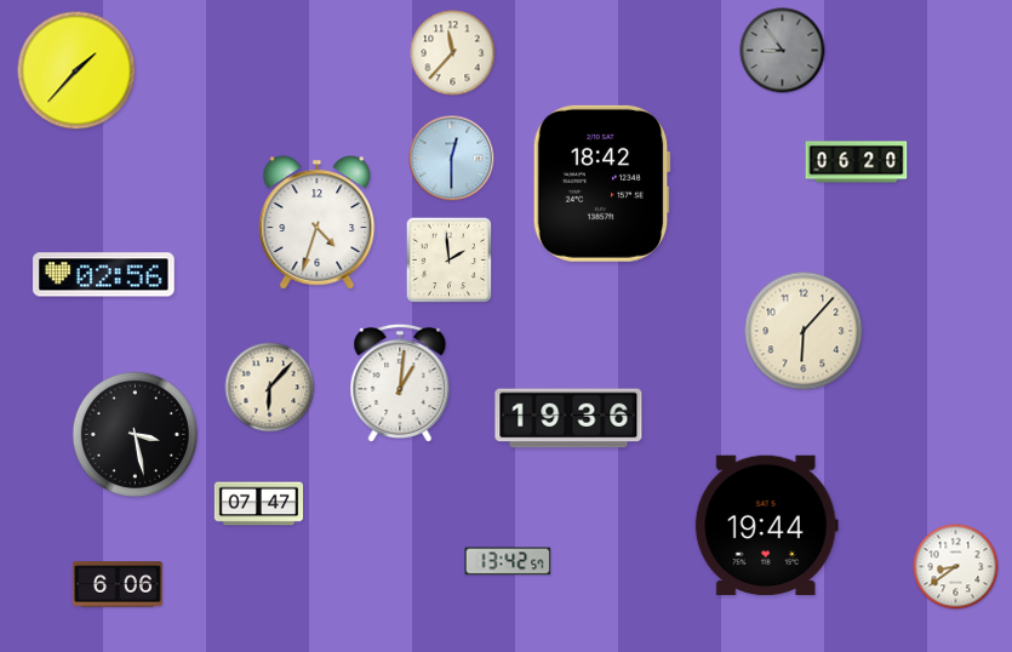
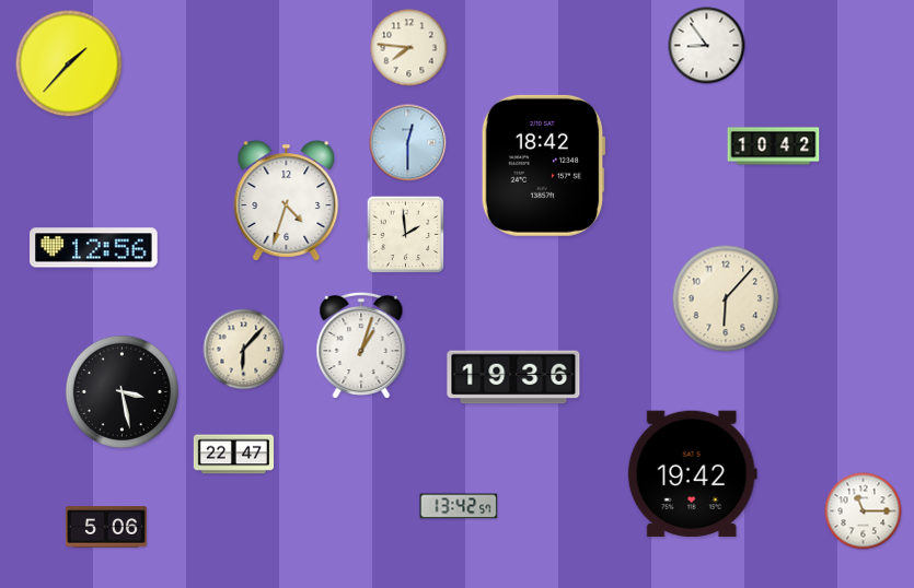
clock at (783, 51) dial: grey -> white
clock at (453, 53): 11:37 -> 7:46
clock at (857, 162): 06:20 -> 10:42
clock at (104, 275): 02:56 -> 12:56
clock at (400, 382): 1:01 -> 1:03
clock at (258, 504): 07:47 -> 22:47
clock at (766, 526): 19:44 -> 19:42
clock at (956, 567): 8:39 -> 11:15
clock at (118, 584): 6:06 -> 5:06
